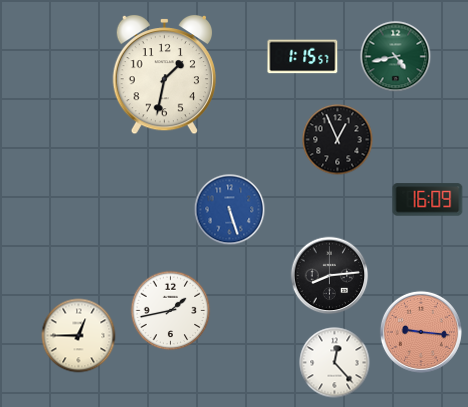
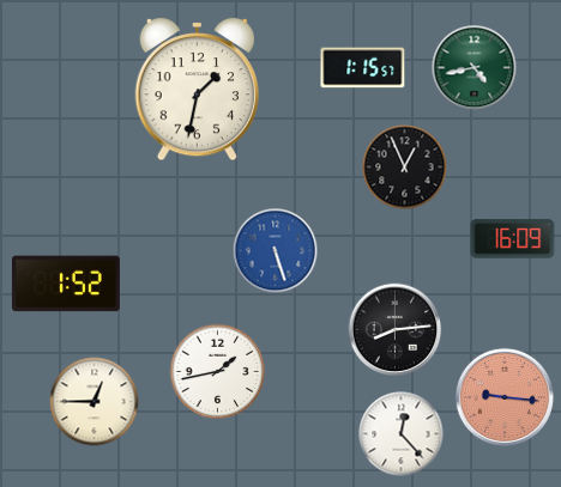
clock at (66, 284): none -> 1:52
clock at (171, 311) position: (171, 311) -> (218, 372)
